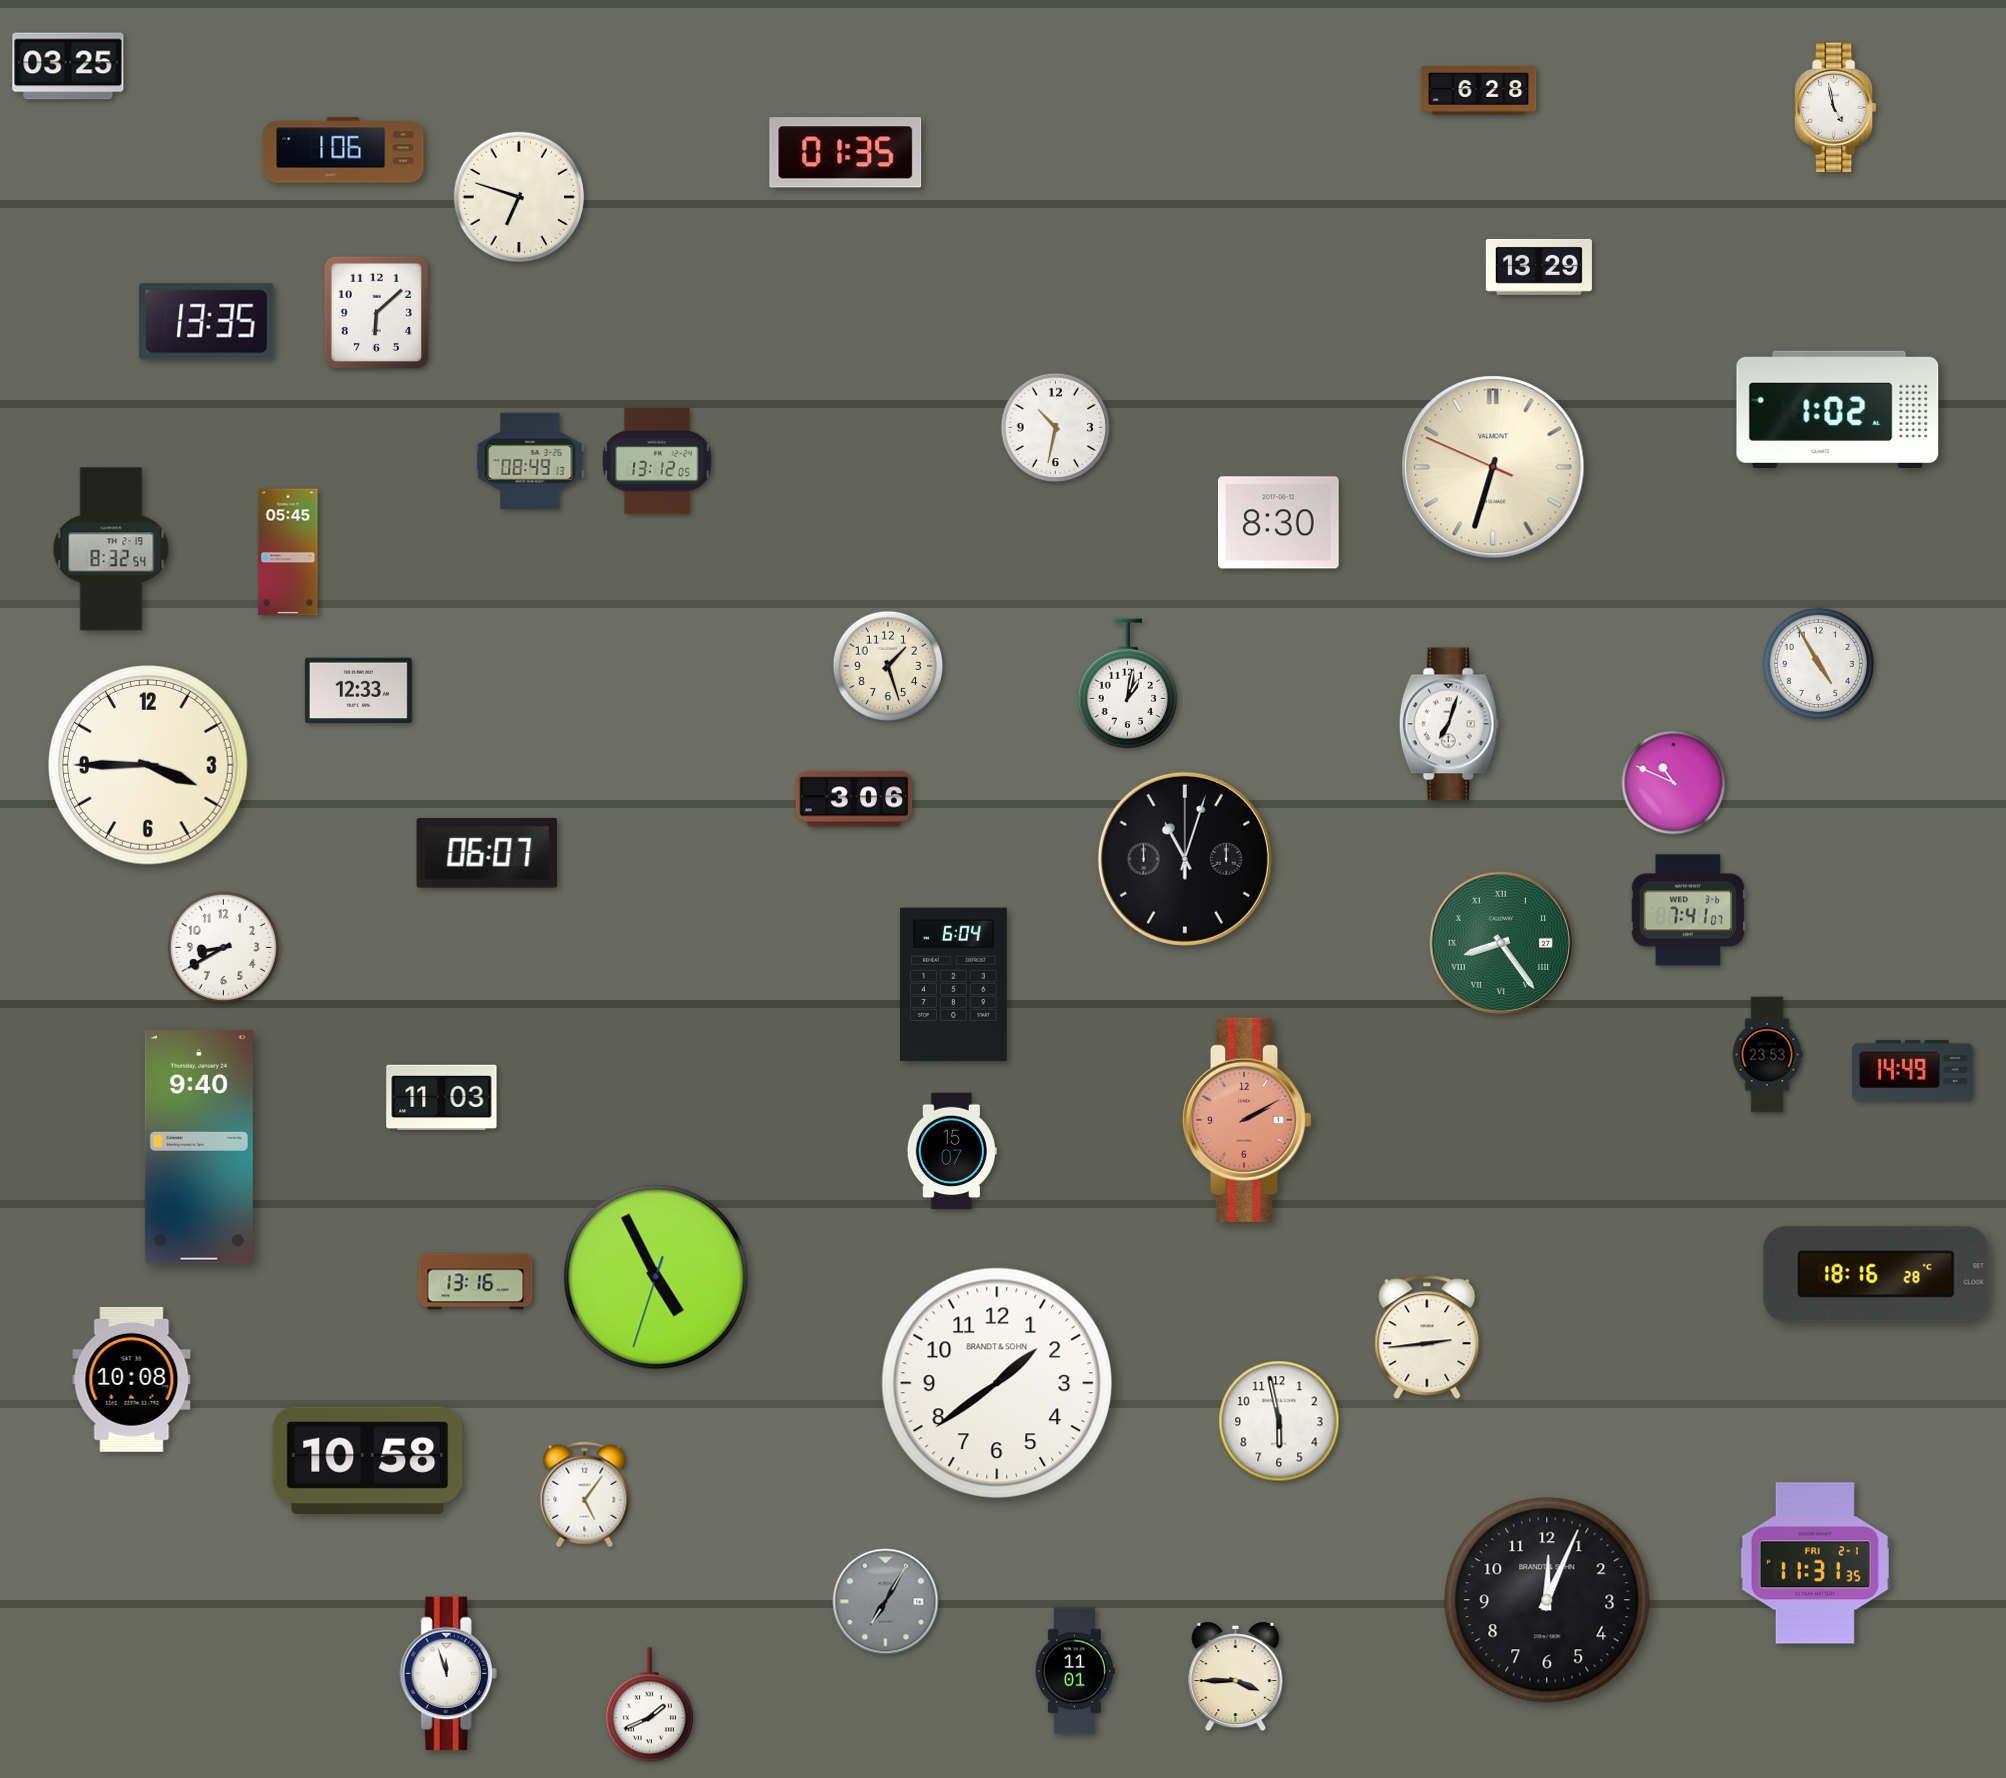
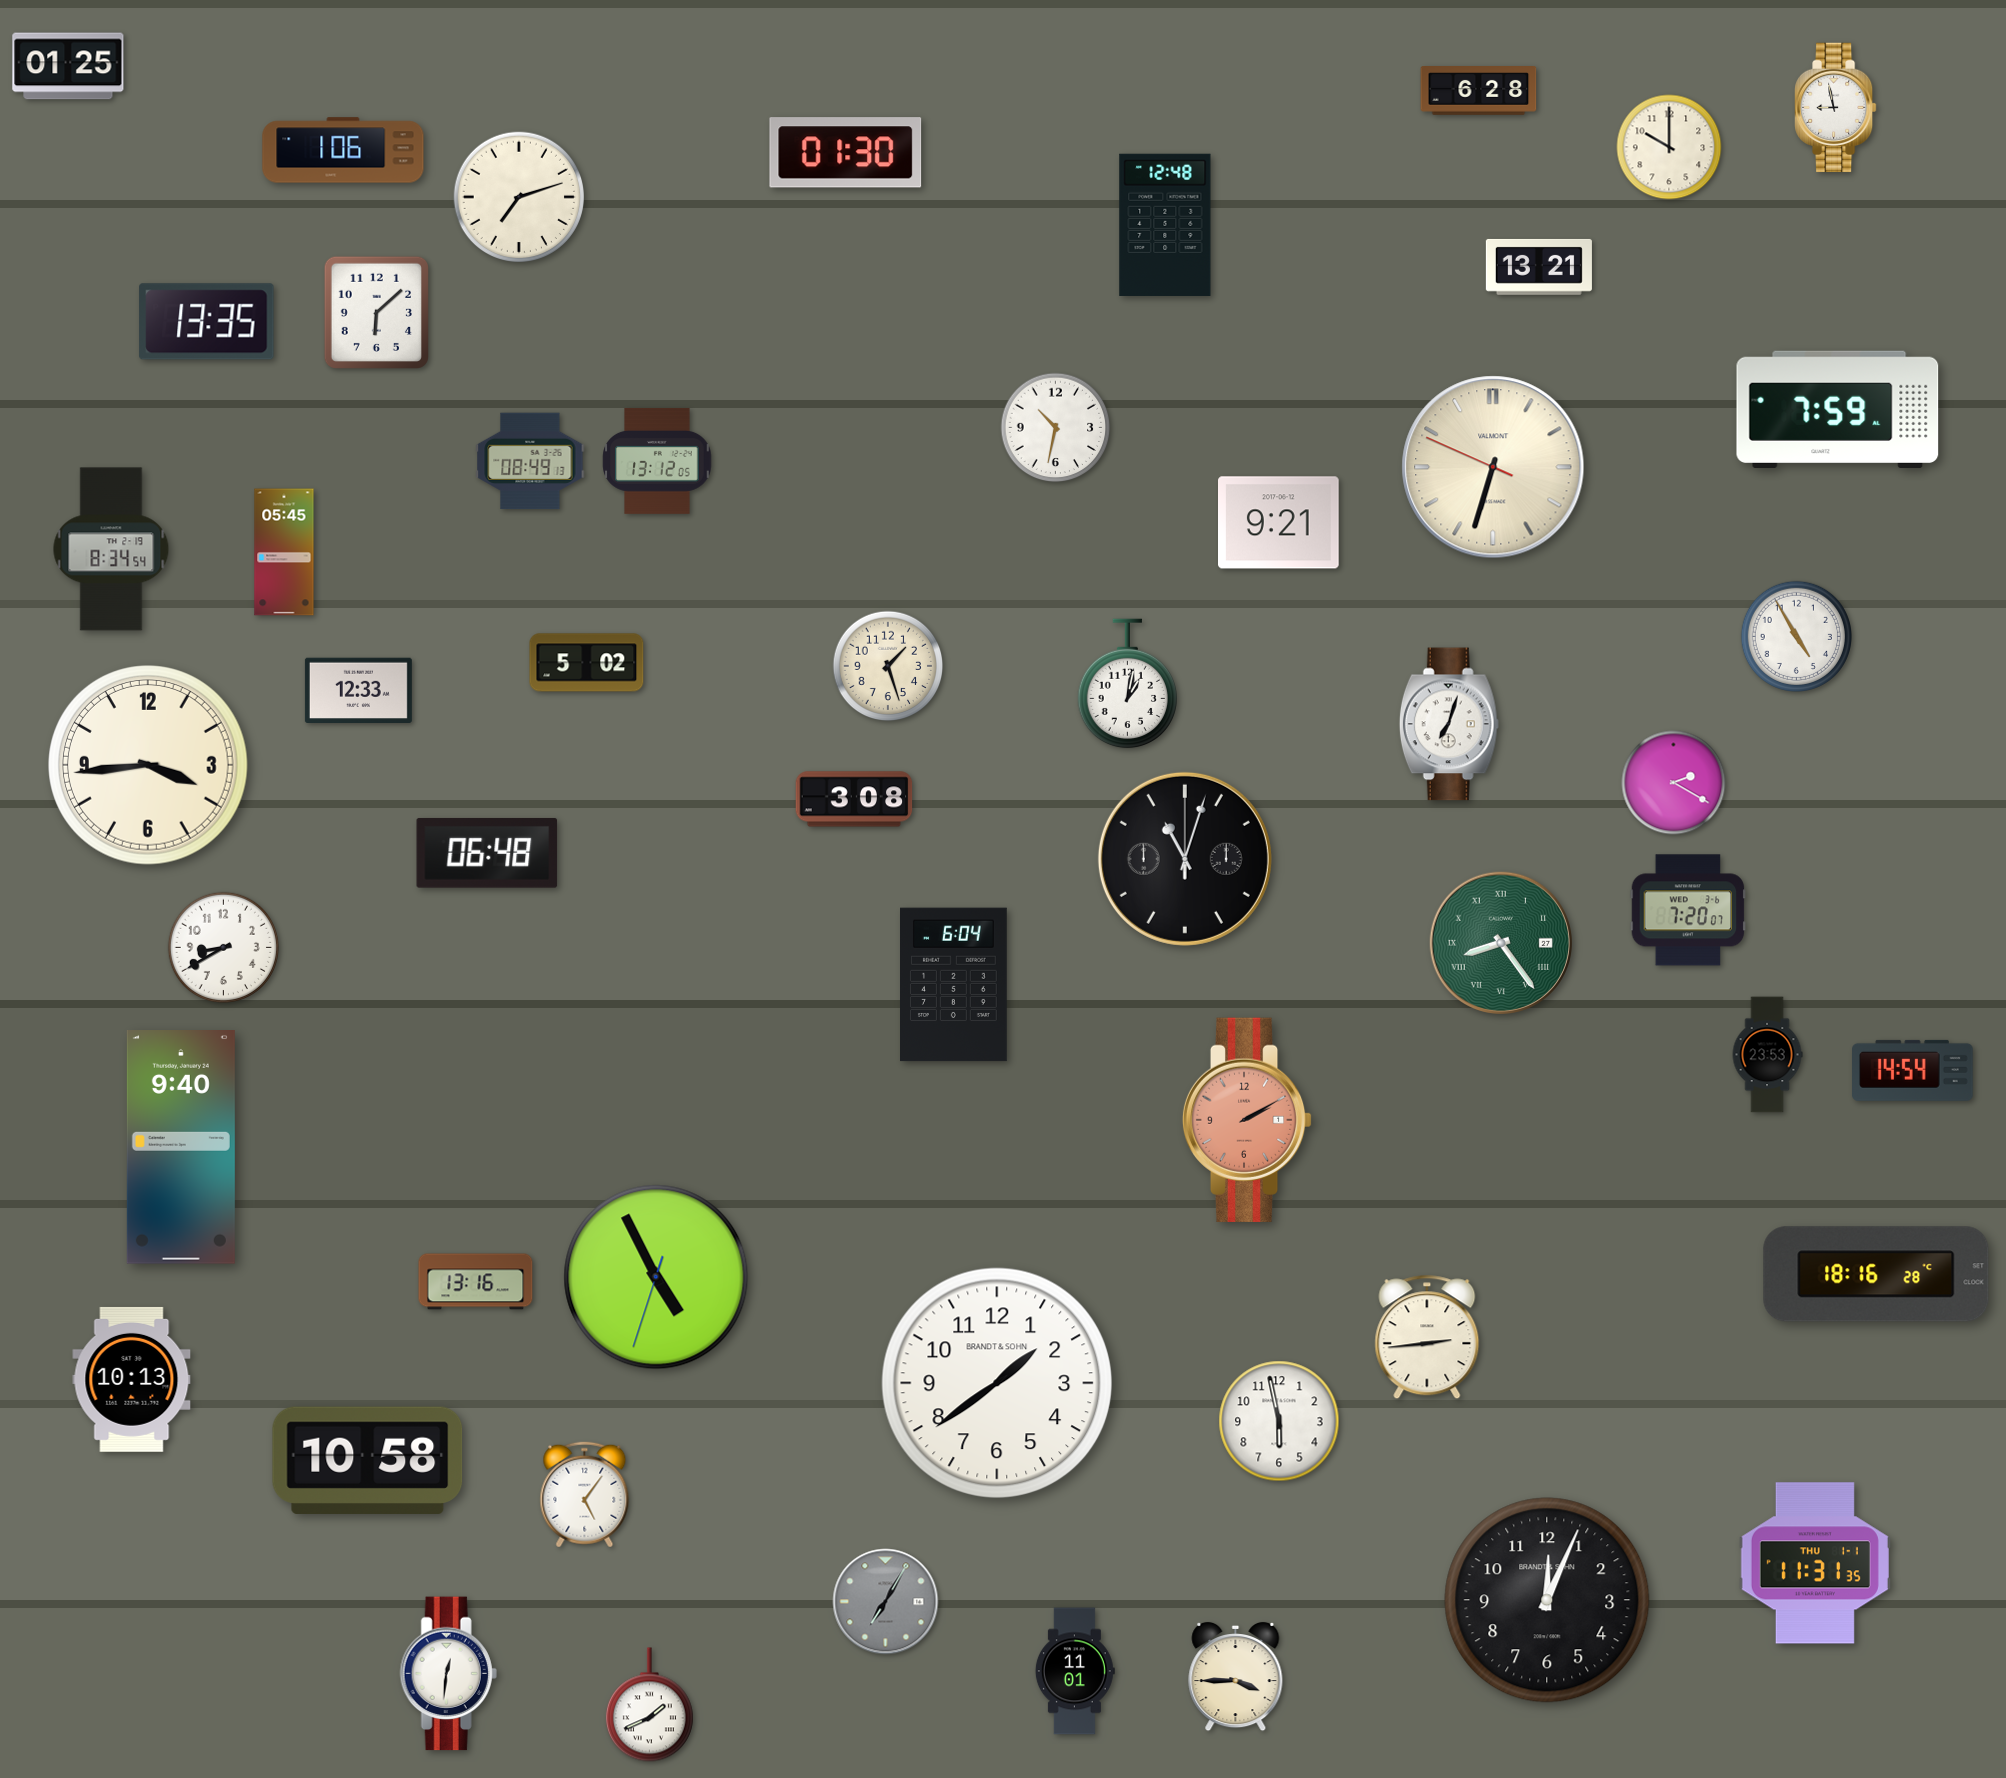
clock at (68, 66): 03:25 -> 01:25
clock at (1836, 108): 4:58 -> 8:58
clock at (1669, 147): none -> 10:00
clock at (846, 153): 01:35 -> 01:30
clock at (518, 196): 6:48 -> 7:12
clock at (1165, 225): none -> 12:48
clock at (1539, 267): 13:29 -> 13:21
clock at (1838, 409): 1:02 -> 7:59
clock at (1279, 523): 8:30 -> 9:21
clock at (111, 549): 8:32 -> 8:34
clock at (288, 552) position: (288, 552) -> (284, 552)
clock at (587, 663): none -> 5:02
clock at (1818, 663) position: (1818, 663) -> (1796, 636)
clock at (149, 766): 3:45 -> 3:44
clock at (1674, 783): 10:49 -> 2:20
clock at (854, 799): 3:06 -> 3:08
clock at (487, 853): 06:07 -> 06:48
clock at (1688, 910): 7:41 -> 7:20
clock at (1913, 1070): 14:49 -> 14:54
clock at (442, 1098): 11:03 -> none
clock at (199, 1148) position: (199, 1148) -> (181, 1148)
clock at (952, 1151): 15:07 -> none
clock at (132, 1379): 10:08 -> 10:13
clock at (1815, 1563) date: FRI 2-1 -> THU 1-1
clock at (448, 1674): 11:57 -> 12:31
